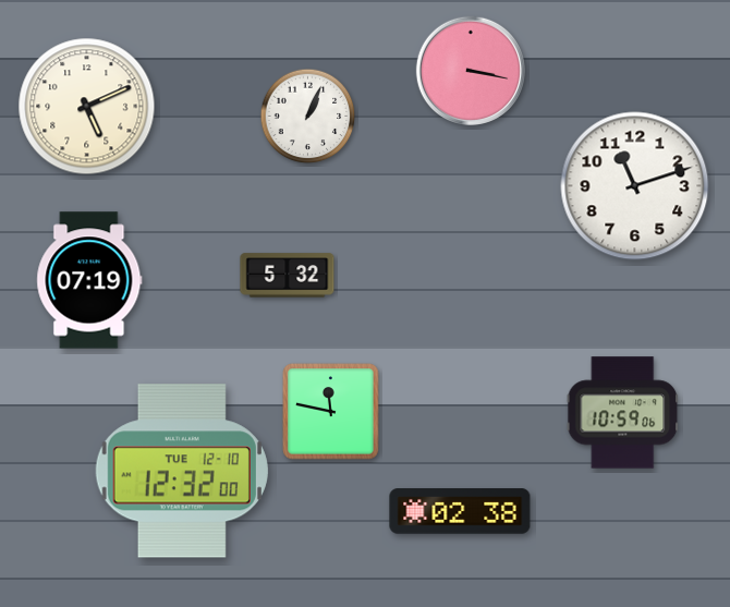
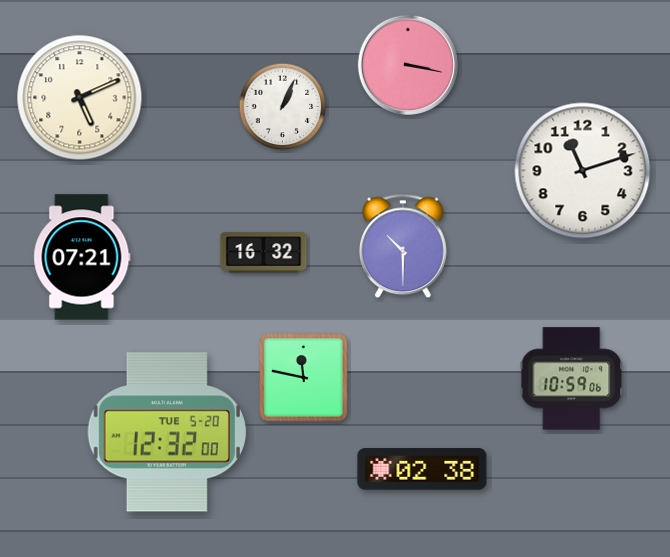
clock at (471, 70) position: (471, 70) -> (408, 64)
clock at (403, 246): none -> 10:30
clock at (288, 276): 5:32 -> 16:32
clock at (89, 280): 07:19 -> 07:21
clock at (182, 471) date: TUE 12-10 -> TUE 5-20
